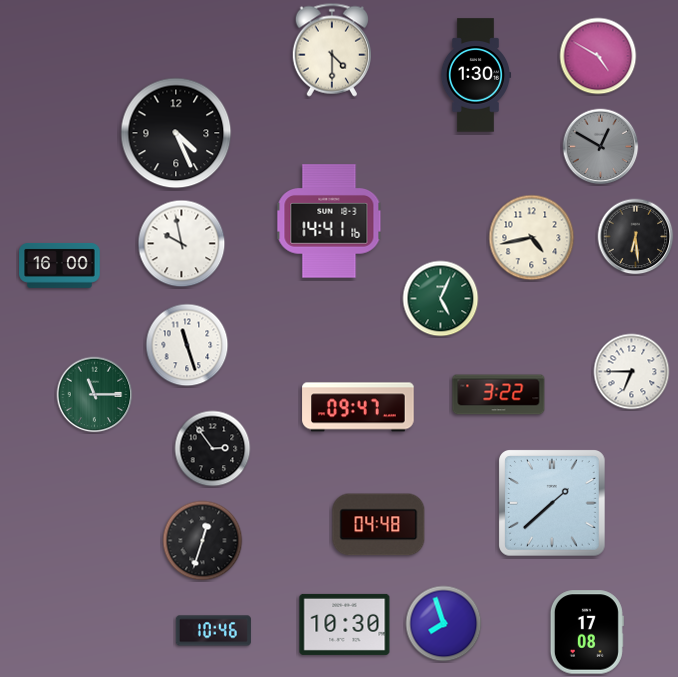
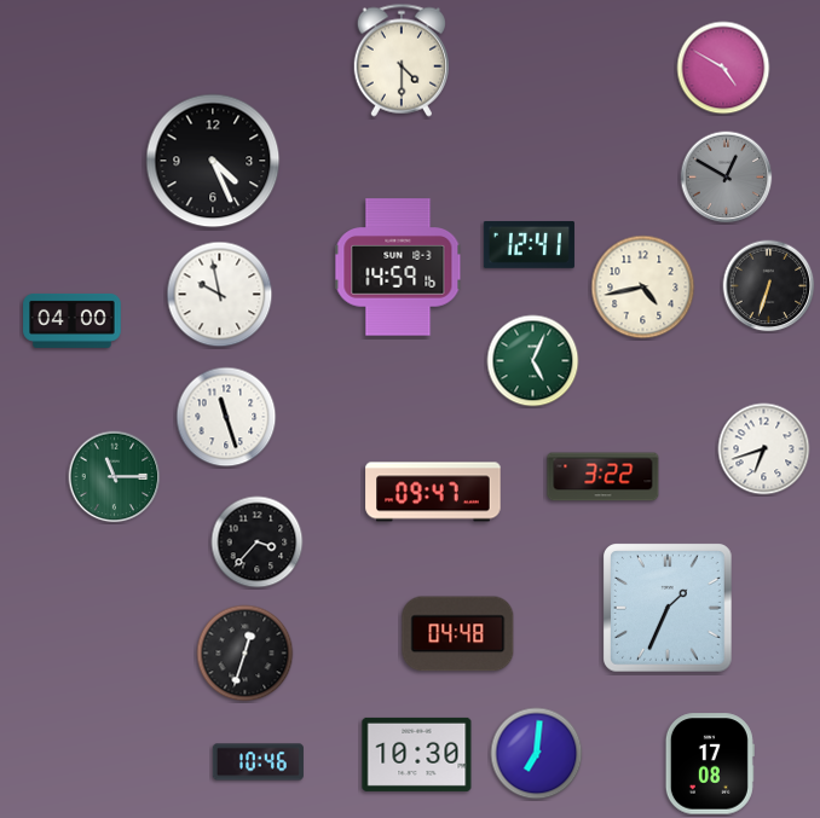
clock at (476, 75): 1:30 -> none
clock at (529, 245): none -> 12:41
clock at (329, 221): 14:41 -> 14:59
clock at (636, 237): 6:29 -> 6:33
clock at (60, 265): 16:00 -> 04:00
clock at (632, 372): 6:45 -> 6:42
clock at (213, 449): 2:54 -> 3:37
clock at (553, 504): 1:38 -> 1:34
clock at (444, 624): 7:57 -> 7:01
